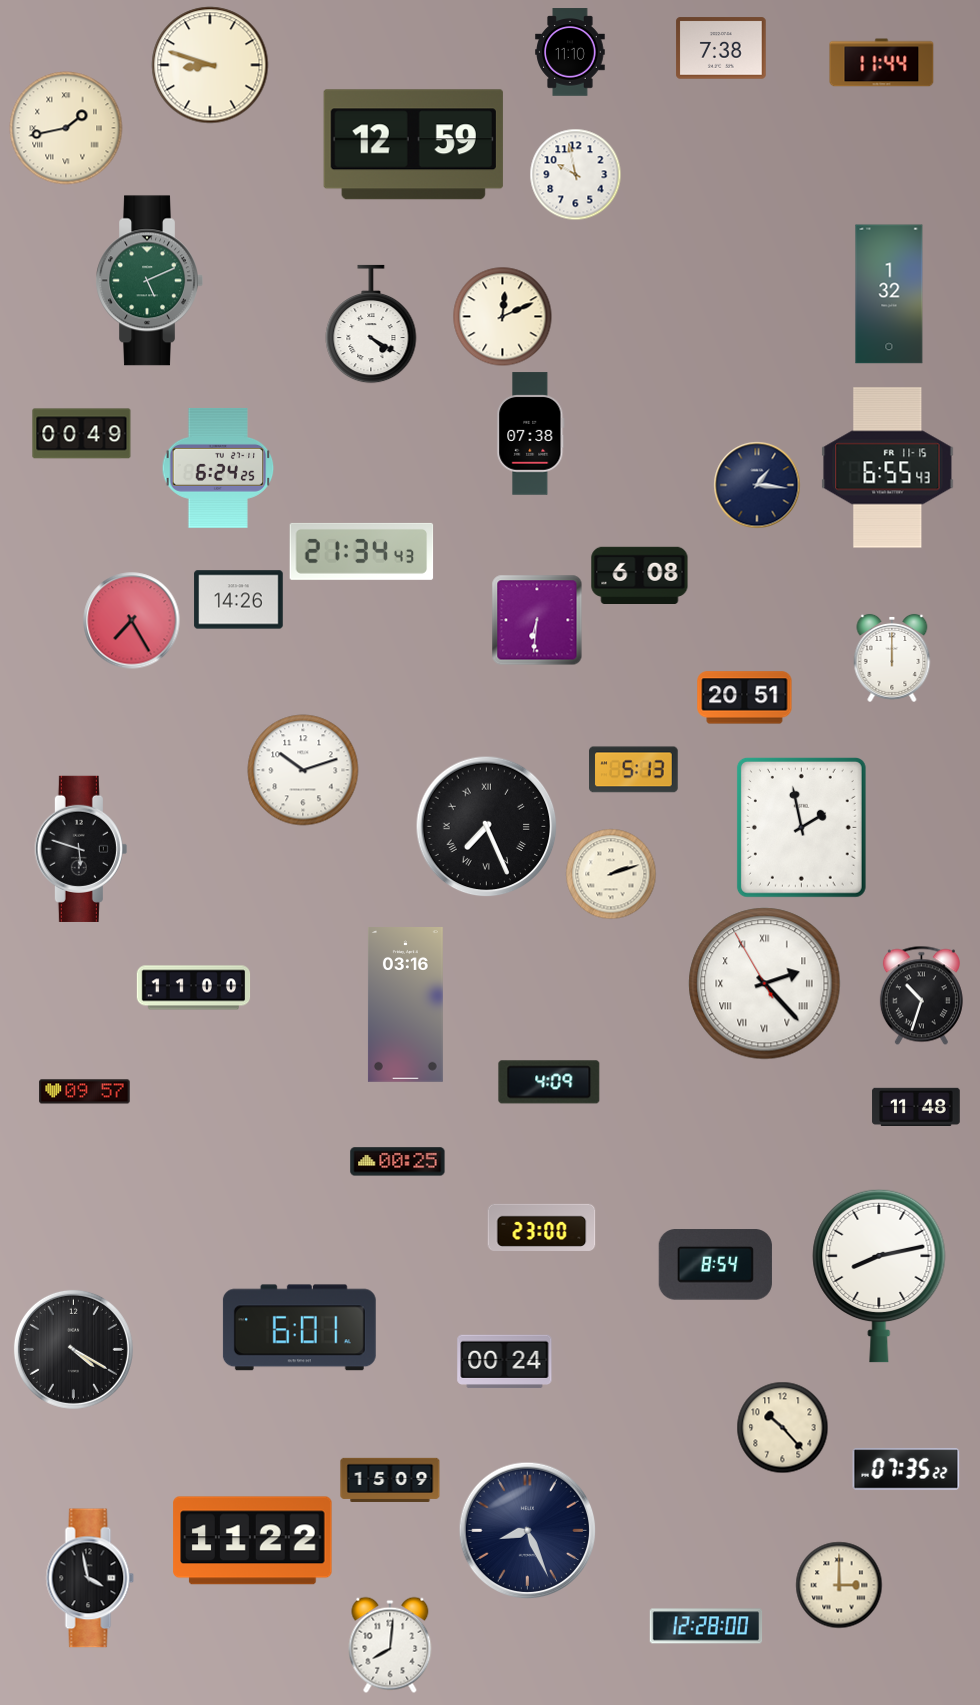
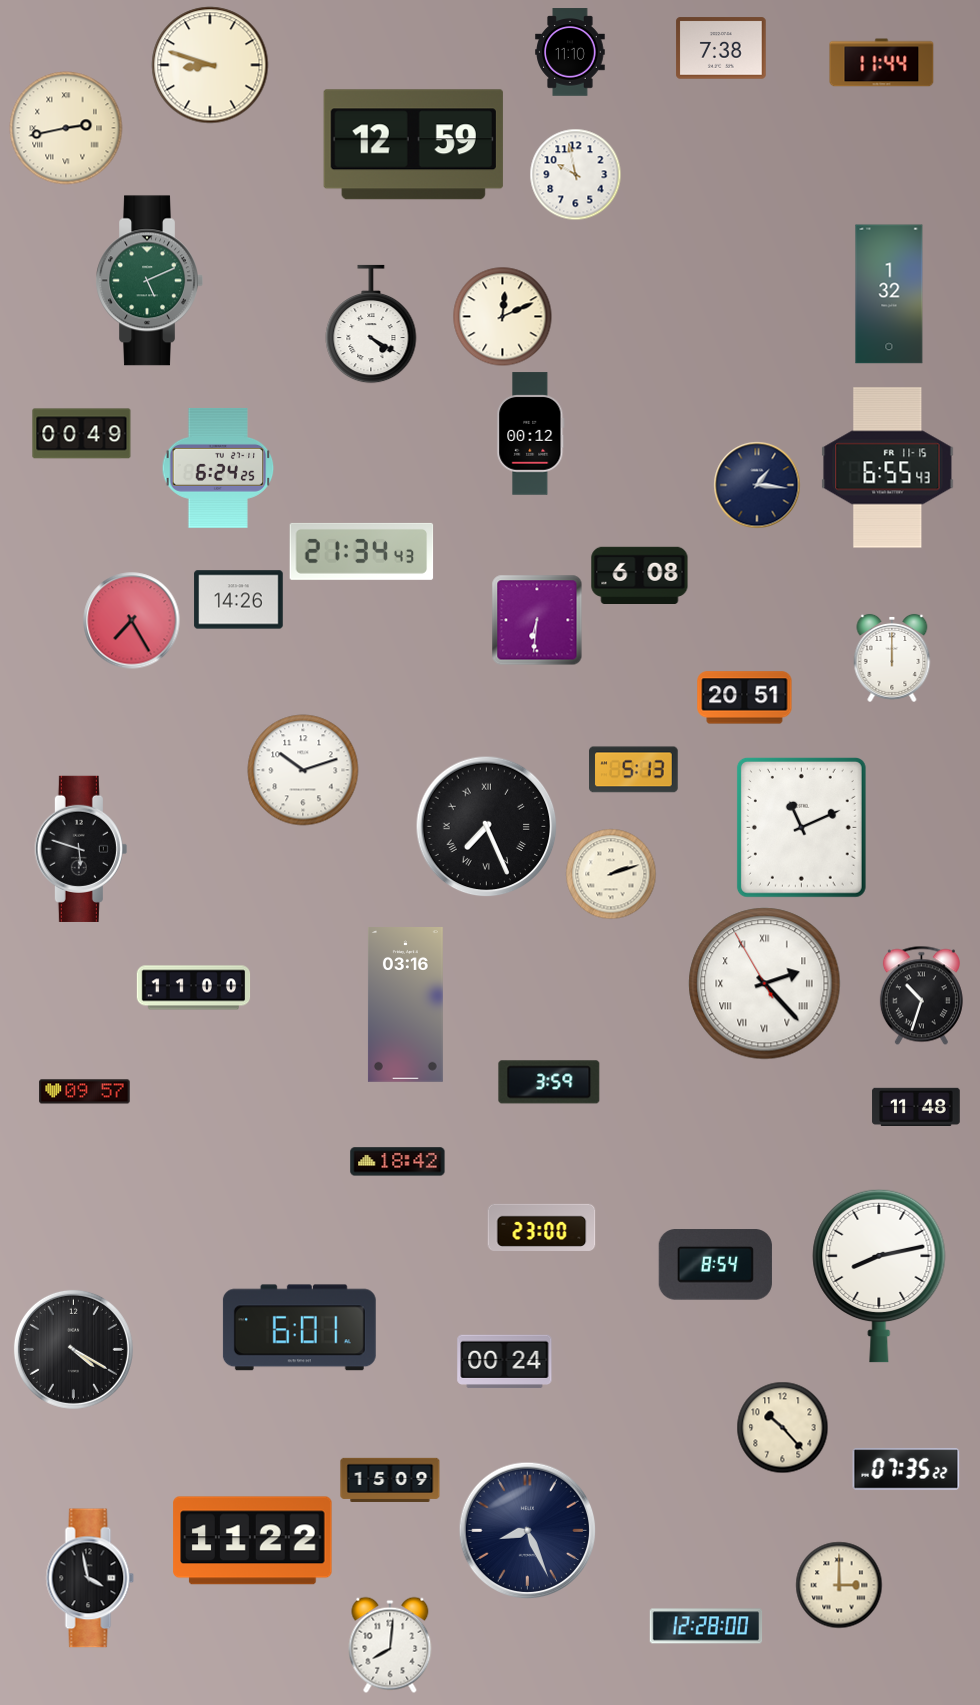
clock at (66, 128): 1:43 -> 2:43
clock at (531, 434): 07:38 -> 00:12
clock at (801, 827): 1:58 -> 11:11
clock at (549, 1082): 4:09 -> 3:59
clock at (398, 1162): 00:25 -> 18:42
